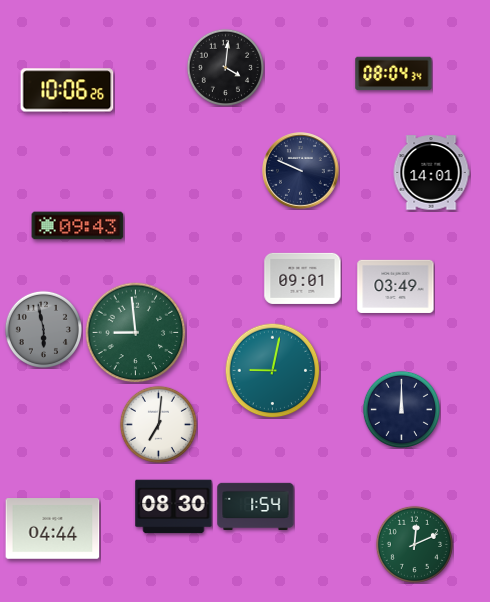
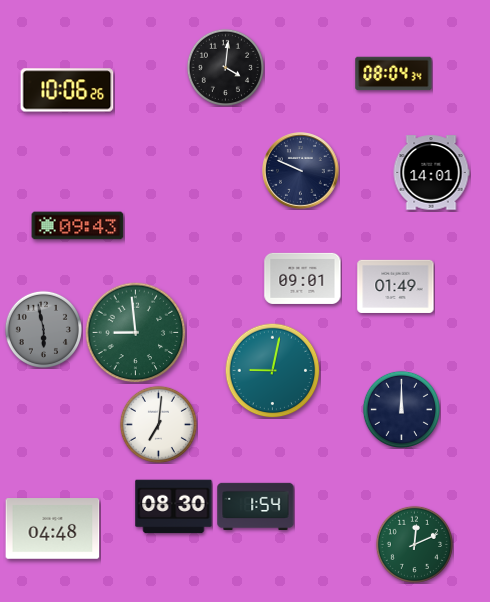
clock at (396, 286): 03:49 -> 01:49
clock at (53, 529): 04:44 -> 04:48
